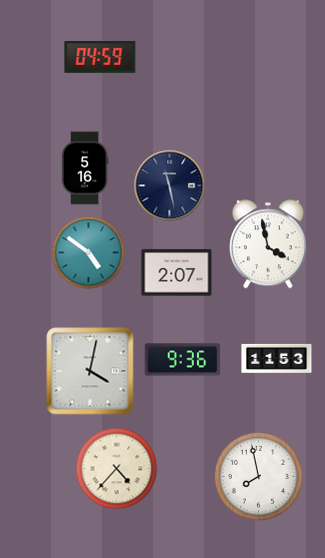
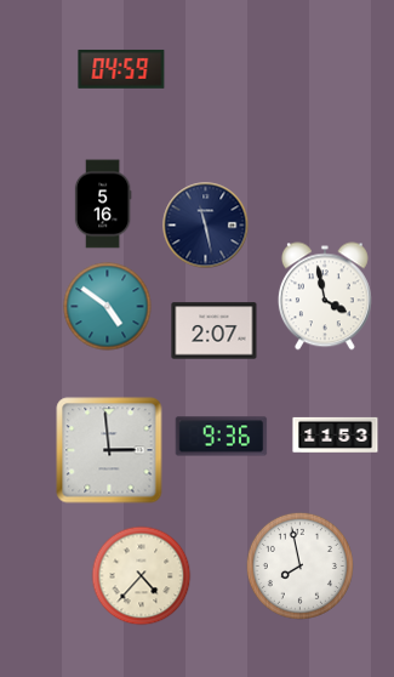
clock at (90, 371): 4:02 -> 2:59
clock at (117, 469) position: (117, 469) -> (142, 576)
clock at (258, 476) position: (258, 476) -> (299, 565)
